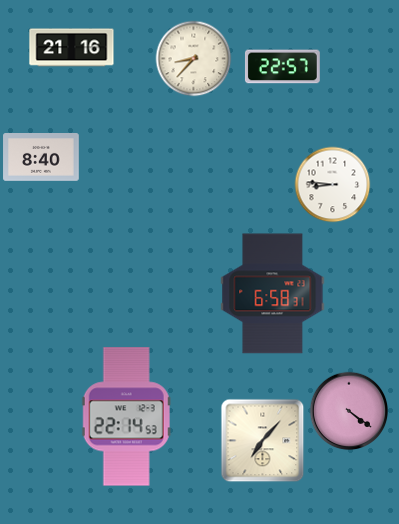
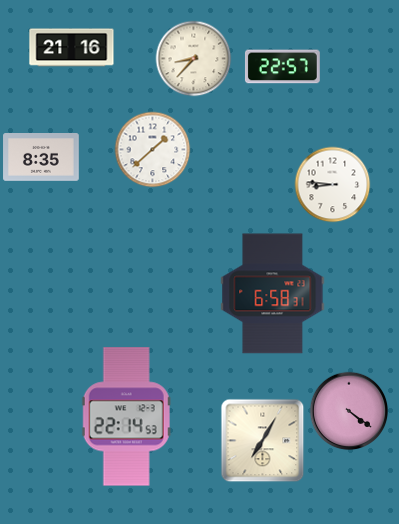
clock at (153, 150): none -> 1:38
clock at (41, 158): 8:40 -> 8:35
clock at (263, 441): 7:07 -> 7:05
